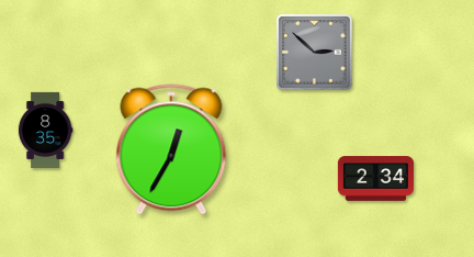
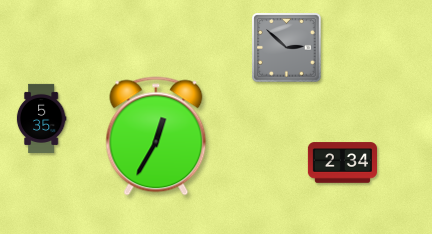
clock at (45, 130): 8:35 -> 5:35
